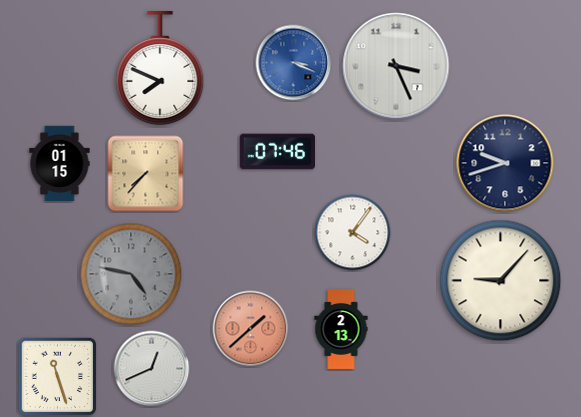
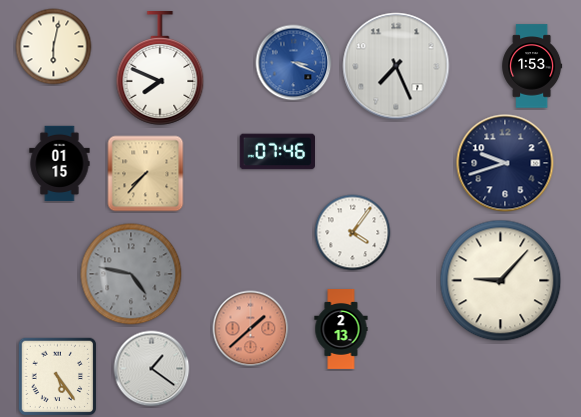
clock at (54, 47): none -> 6:02
clock at (396, 66): 3:26 -> 7:26
clock at (532, 66): none -> 1:53
clock at (152, 369): 12:41 -> 1:21
clock at (58, 377): 11:27 -> 5:24
